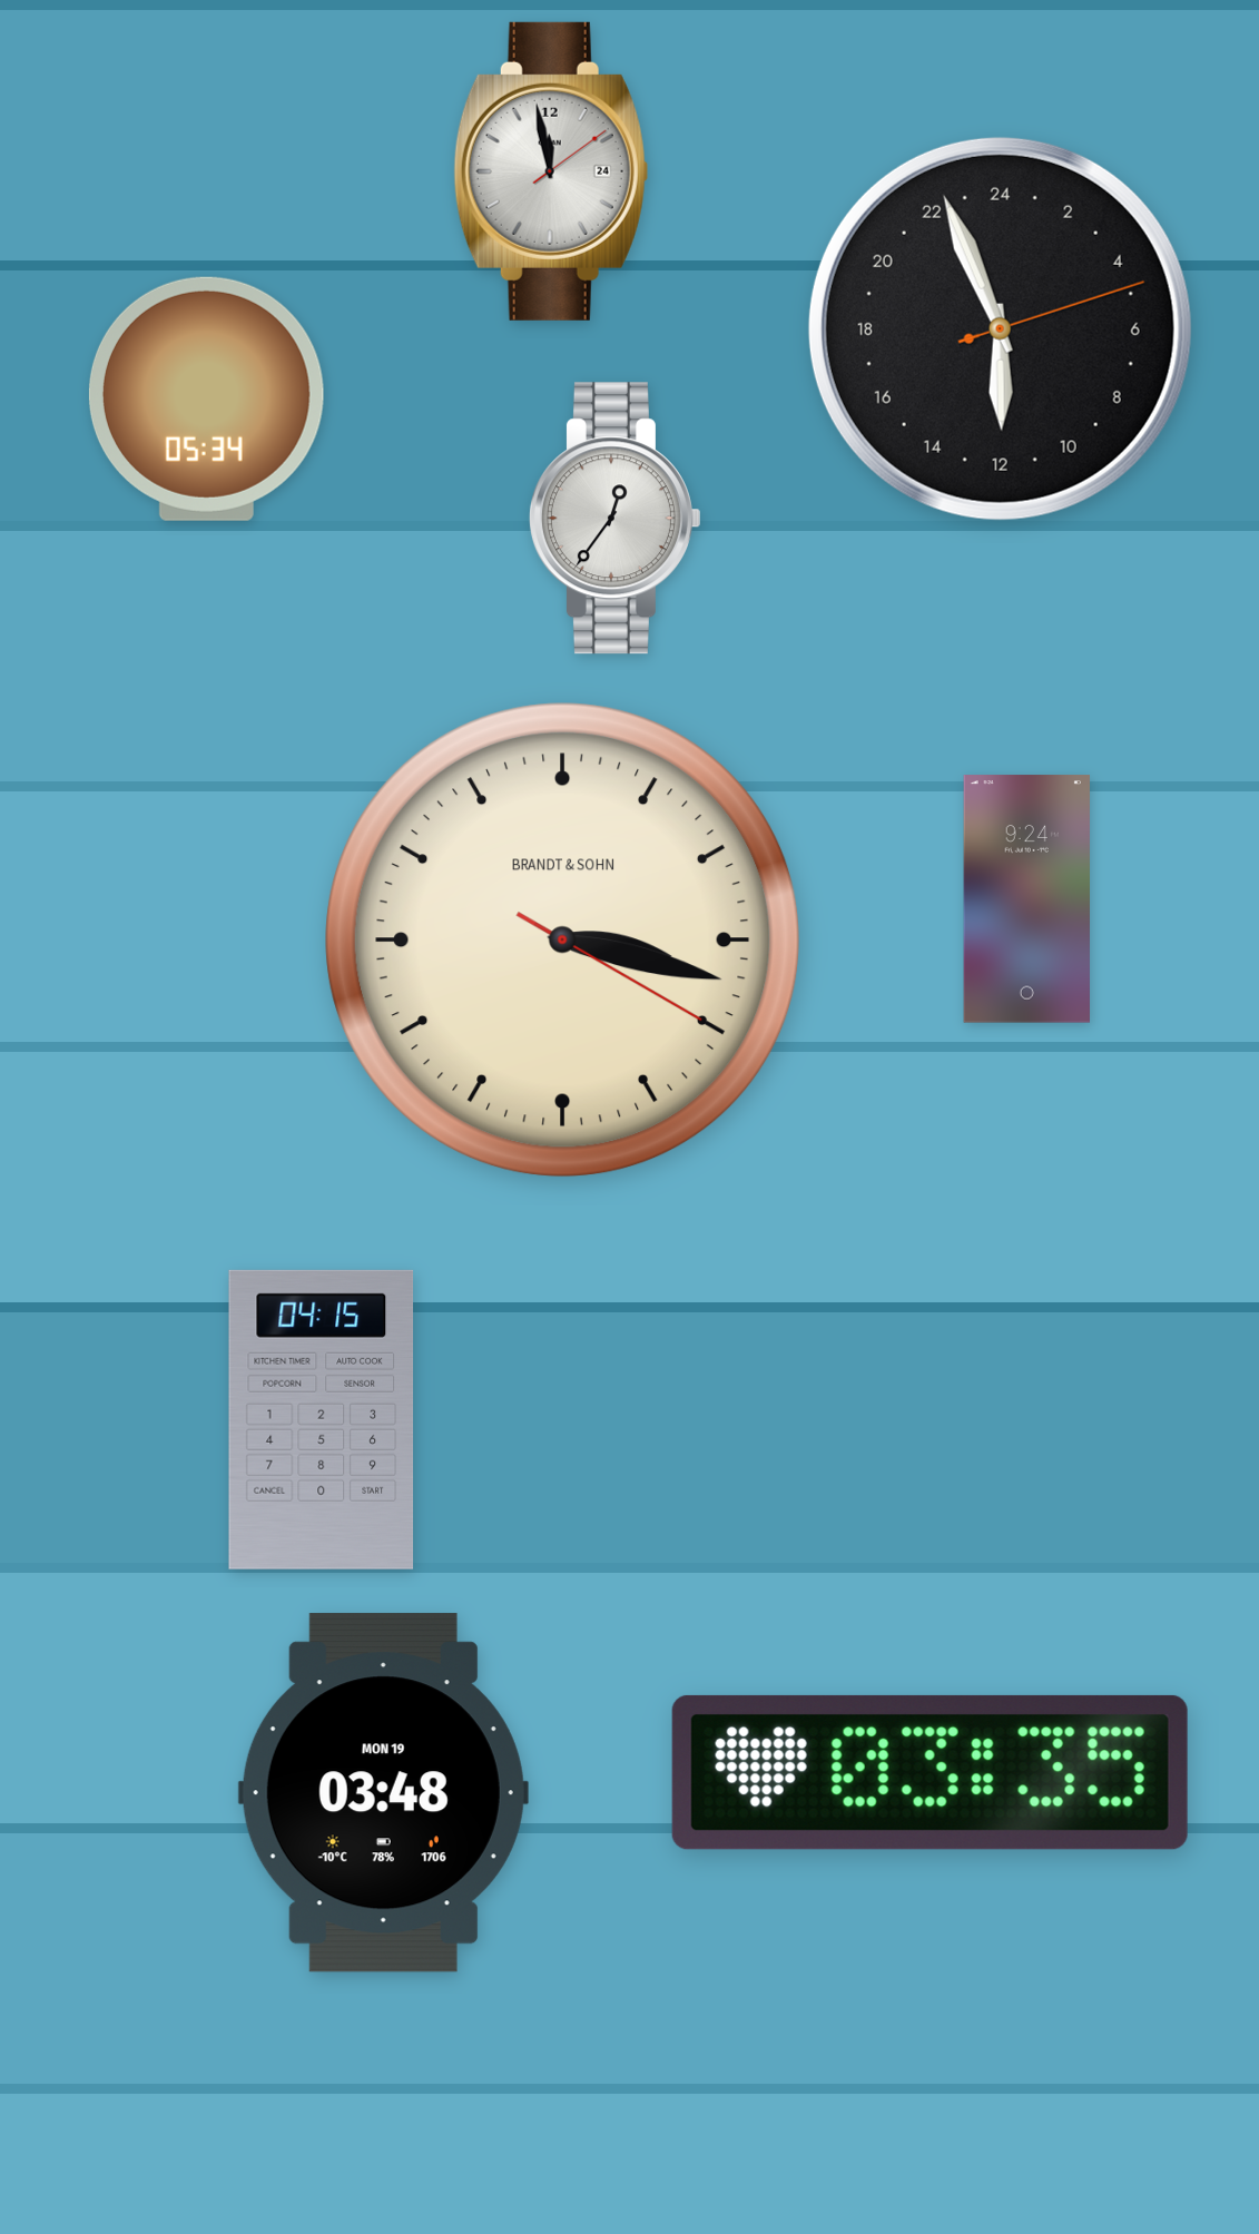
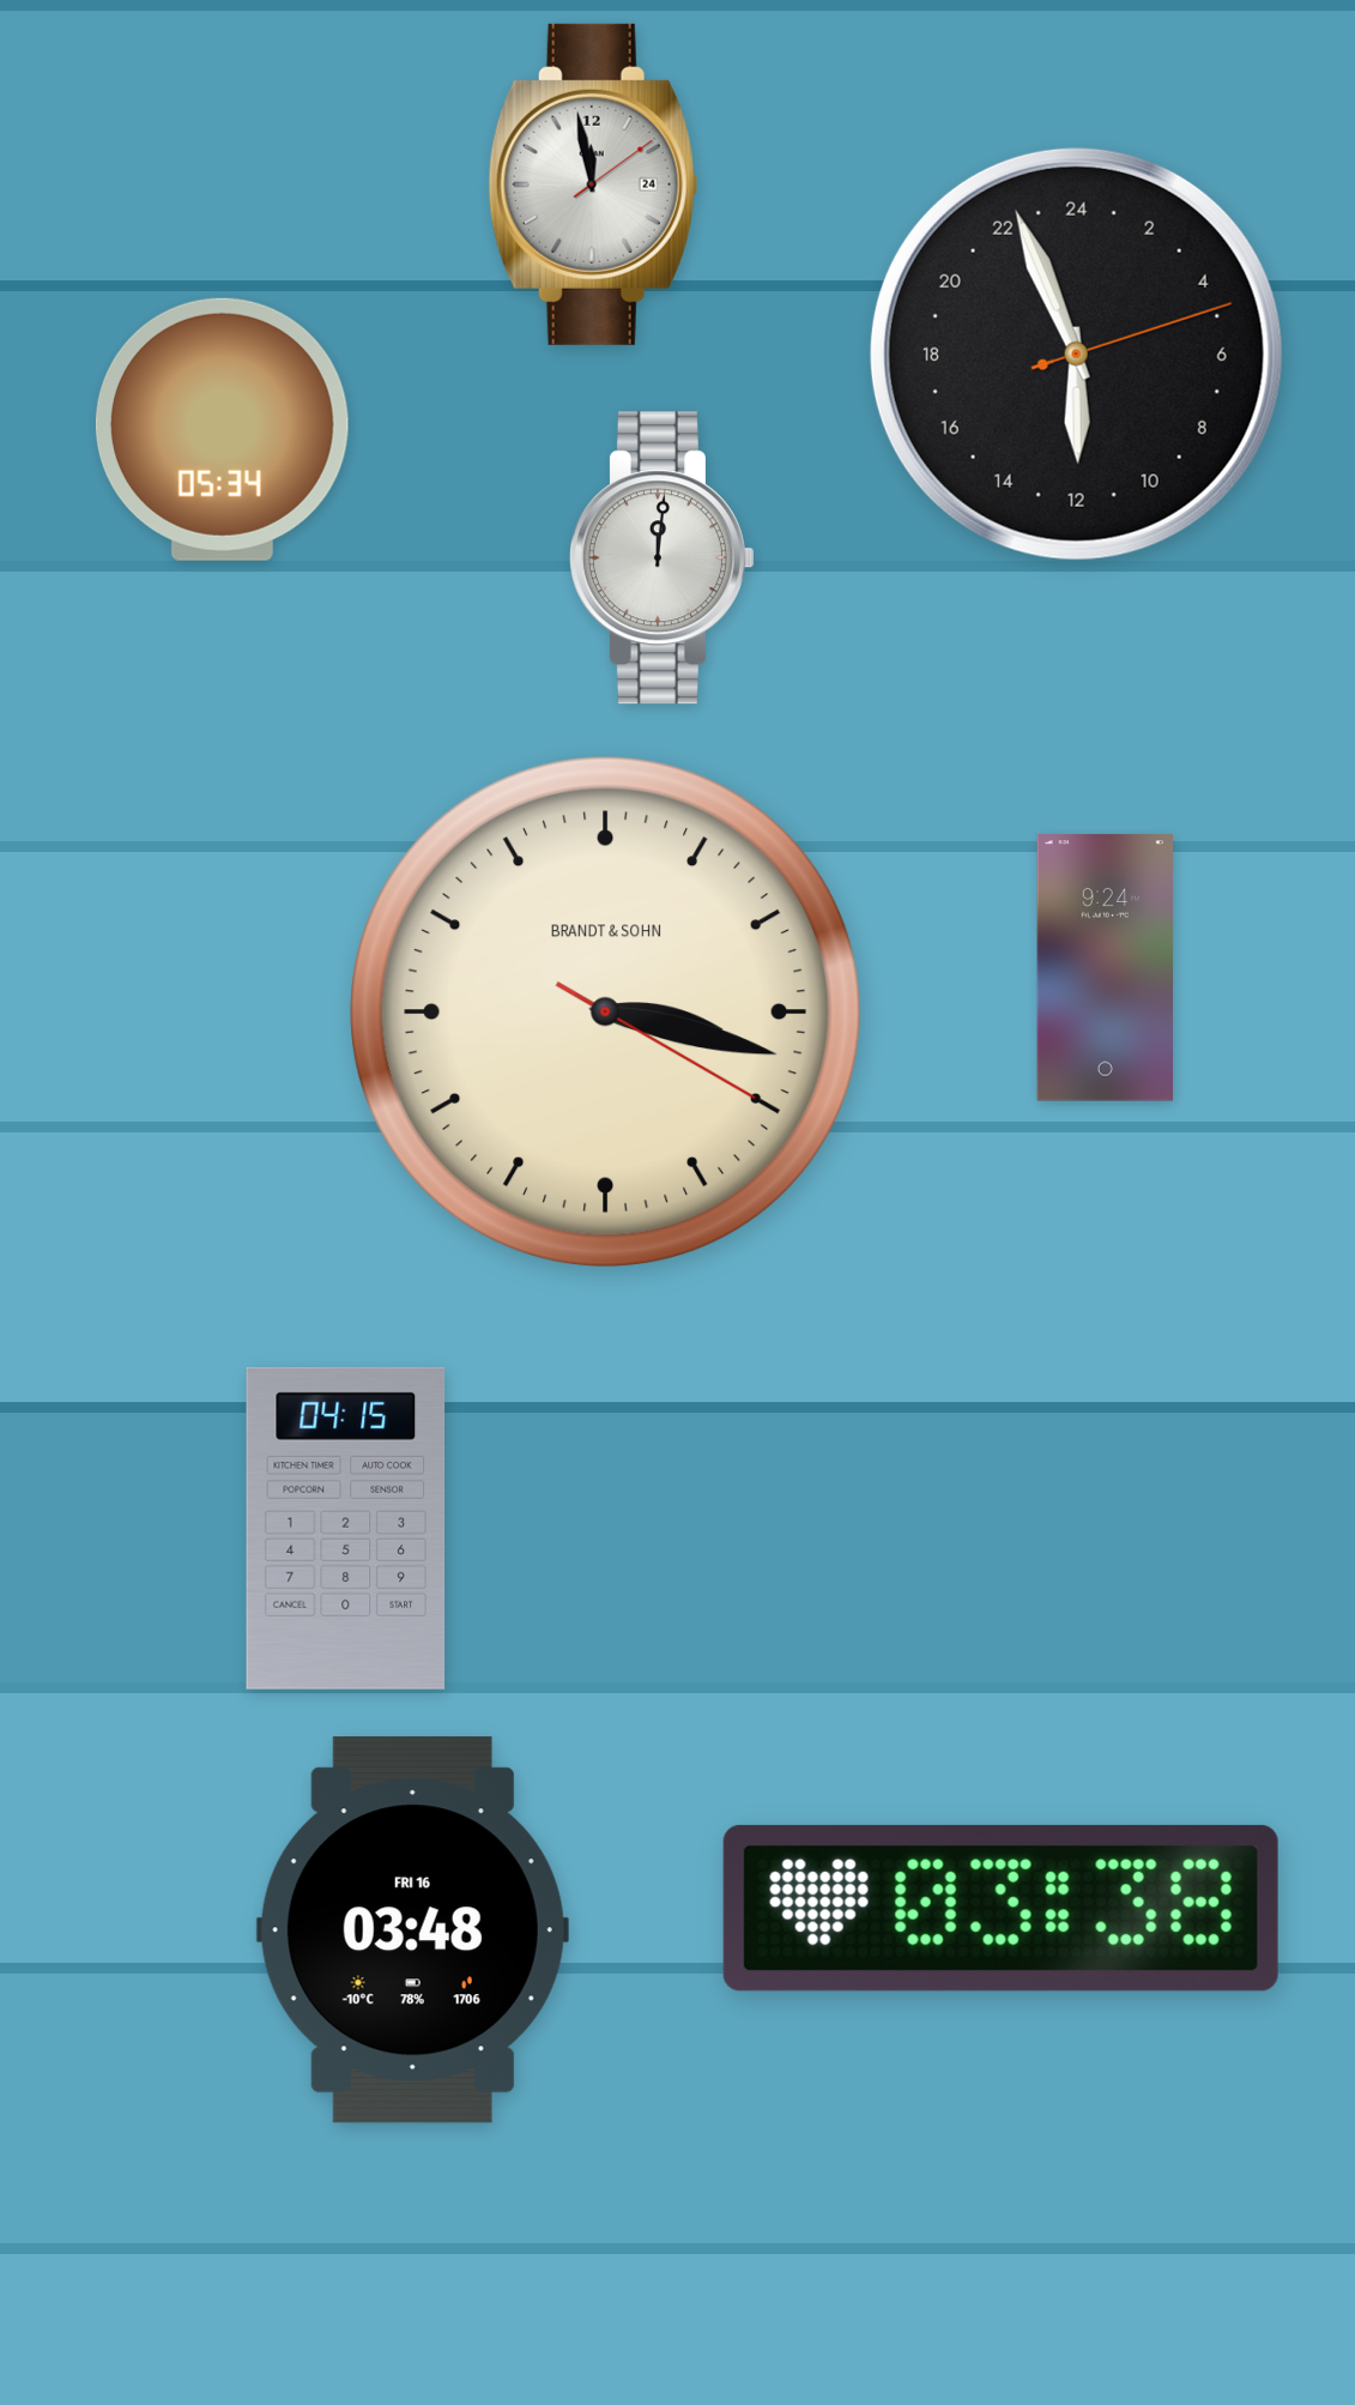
clock at (614, 519): 12:36 -> 12:01
clock at (930, 1772): 03:35 -> 03:38
clock at (383, 1793) date: MON 19 -> FRI 16
